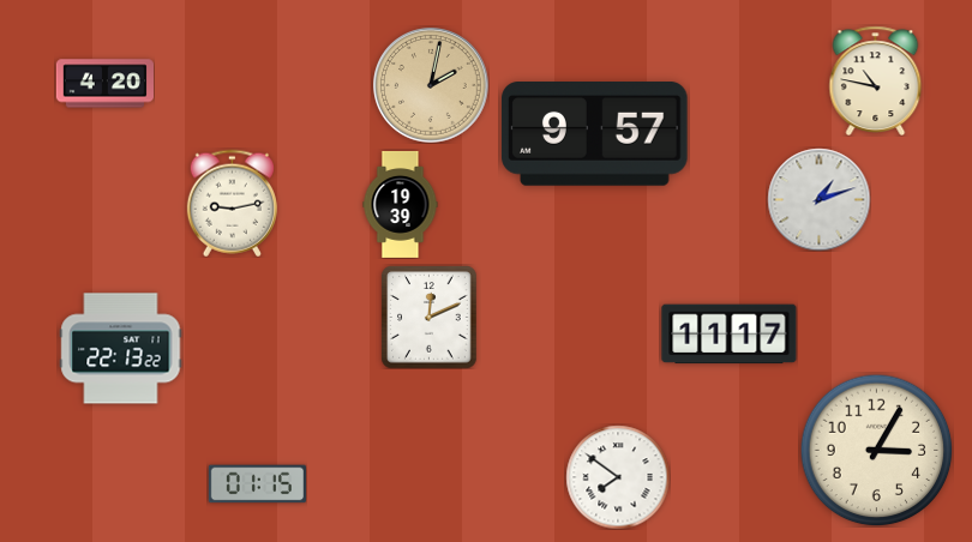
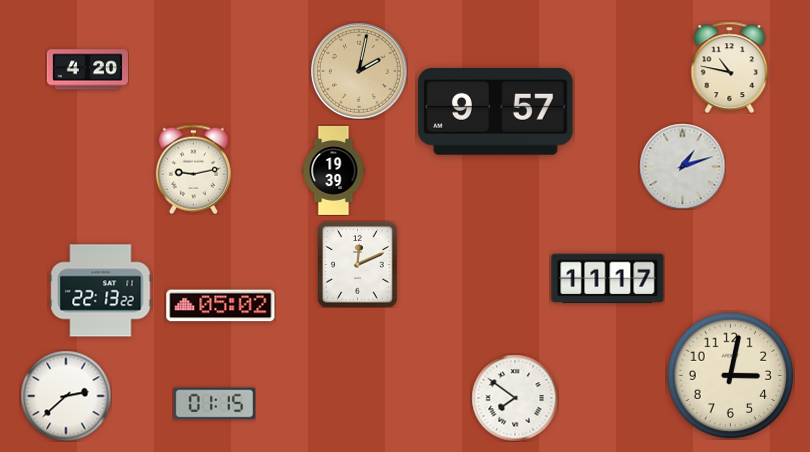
clock at (221, 306): none -> 05:02
clock at (876, 450): 3:05 -> 3:02
clock at (66, 396): none -> 2:38
